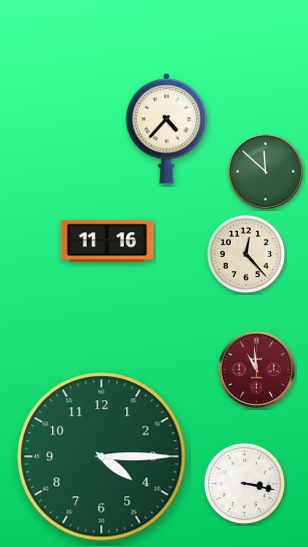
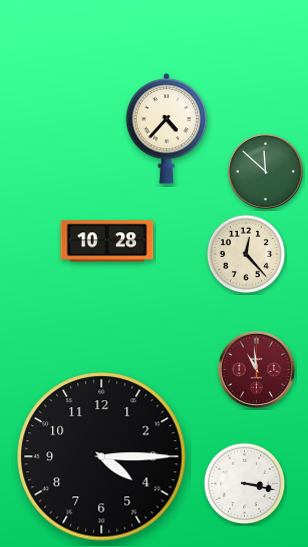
clock at (107, 241): 11:16 -> 10:28
clock at (102, 457) dial: green -> black
